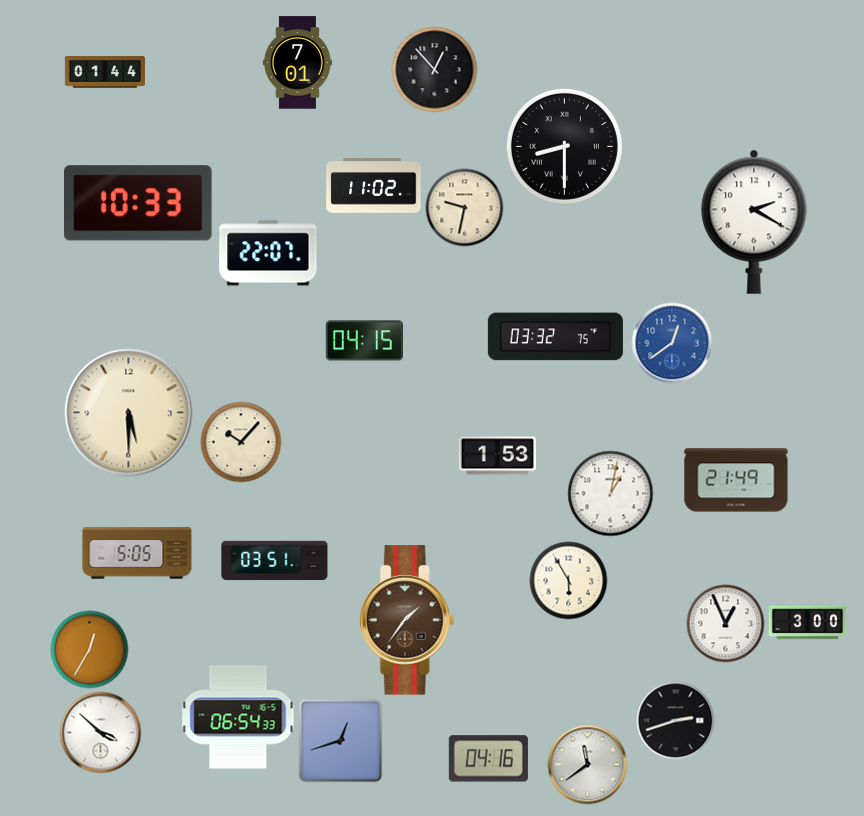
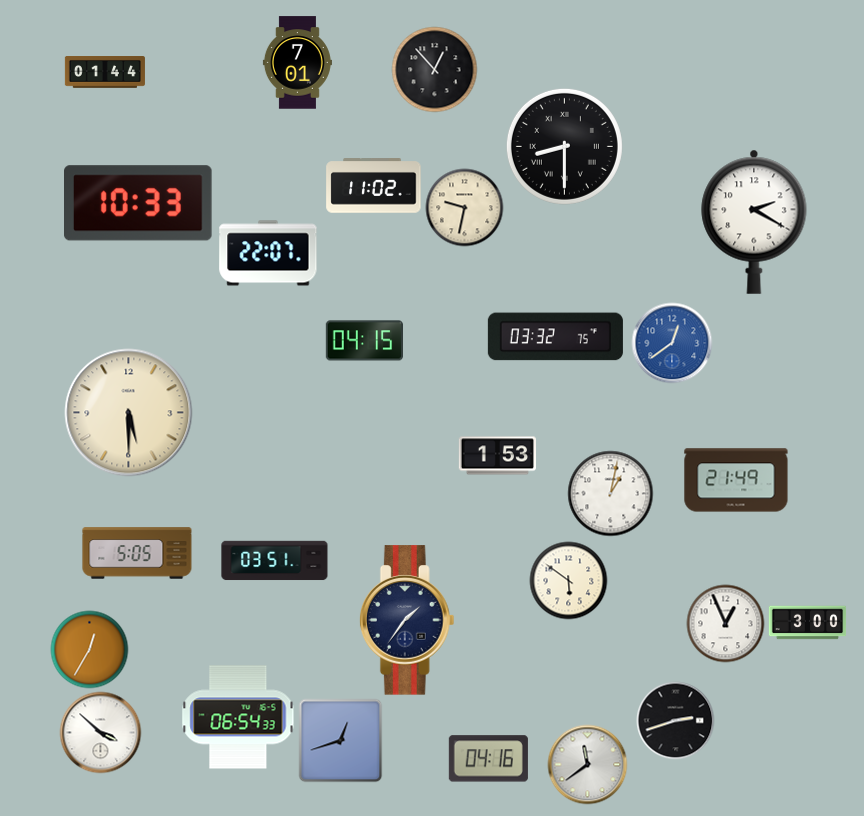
clock at (241, 442): 10:07 -> none
clock at (568, 580): 5:55 -> 5:51
clock at (407, 620) dial: brown -> navy
